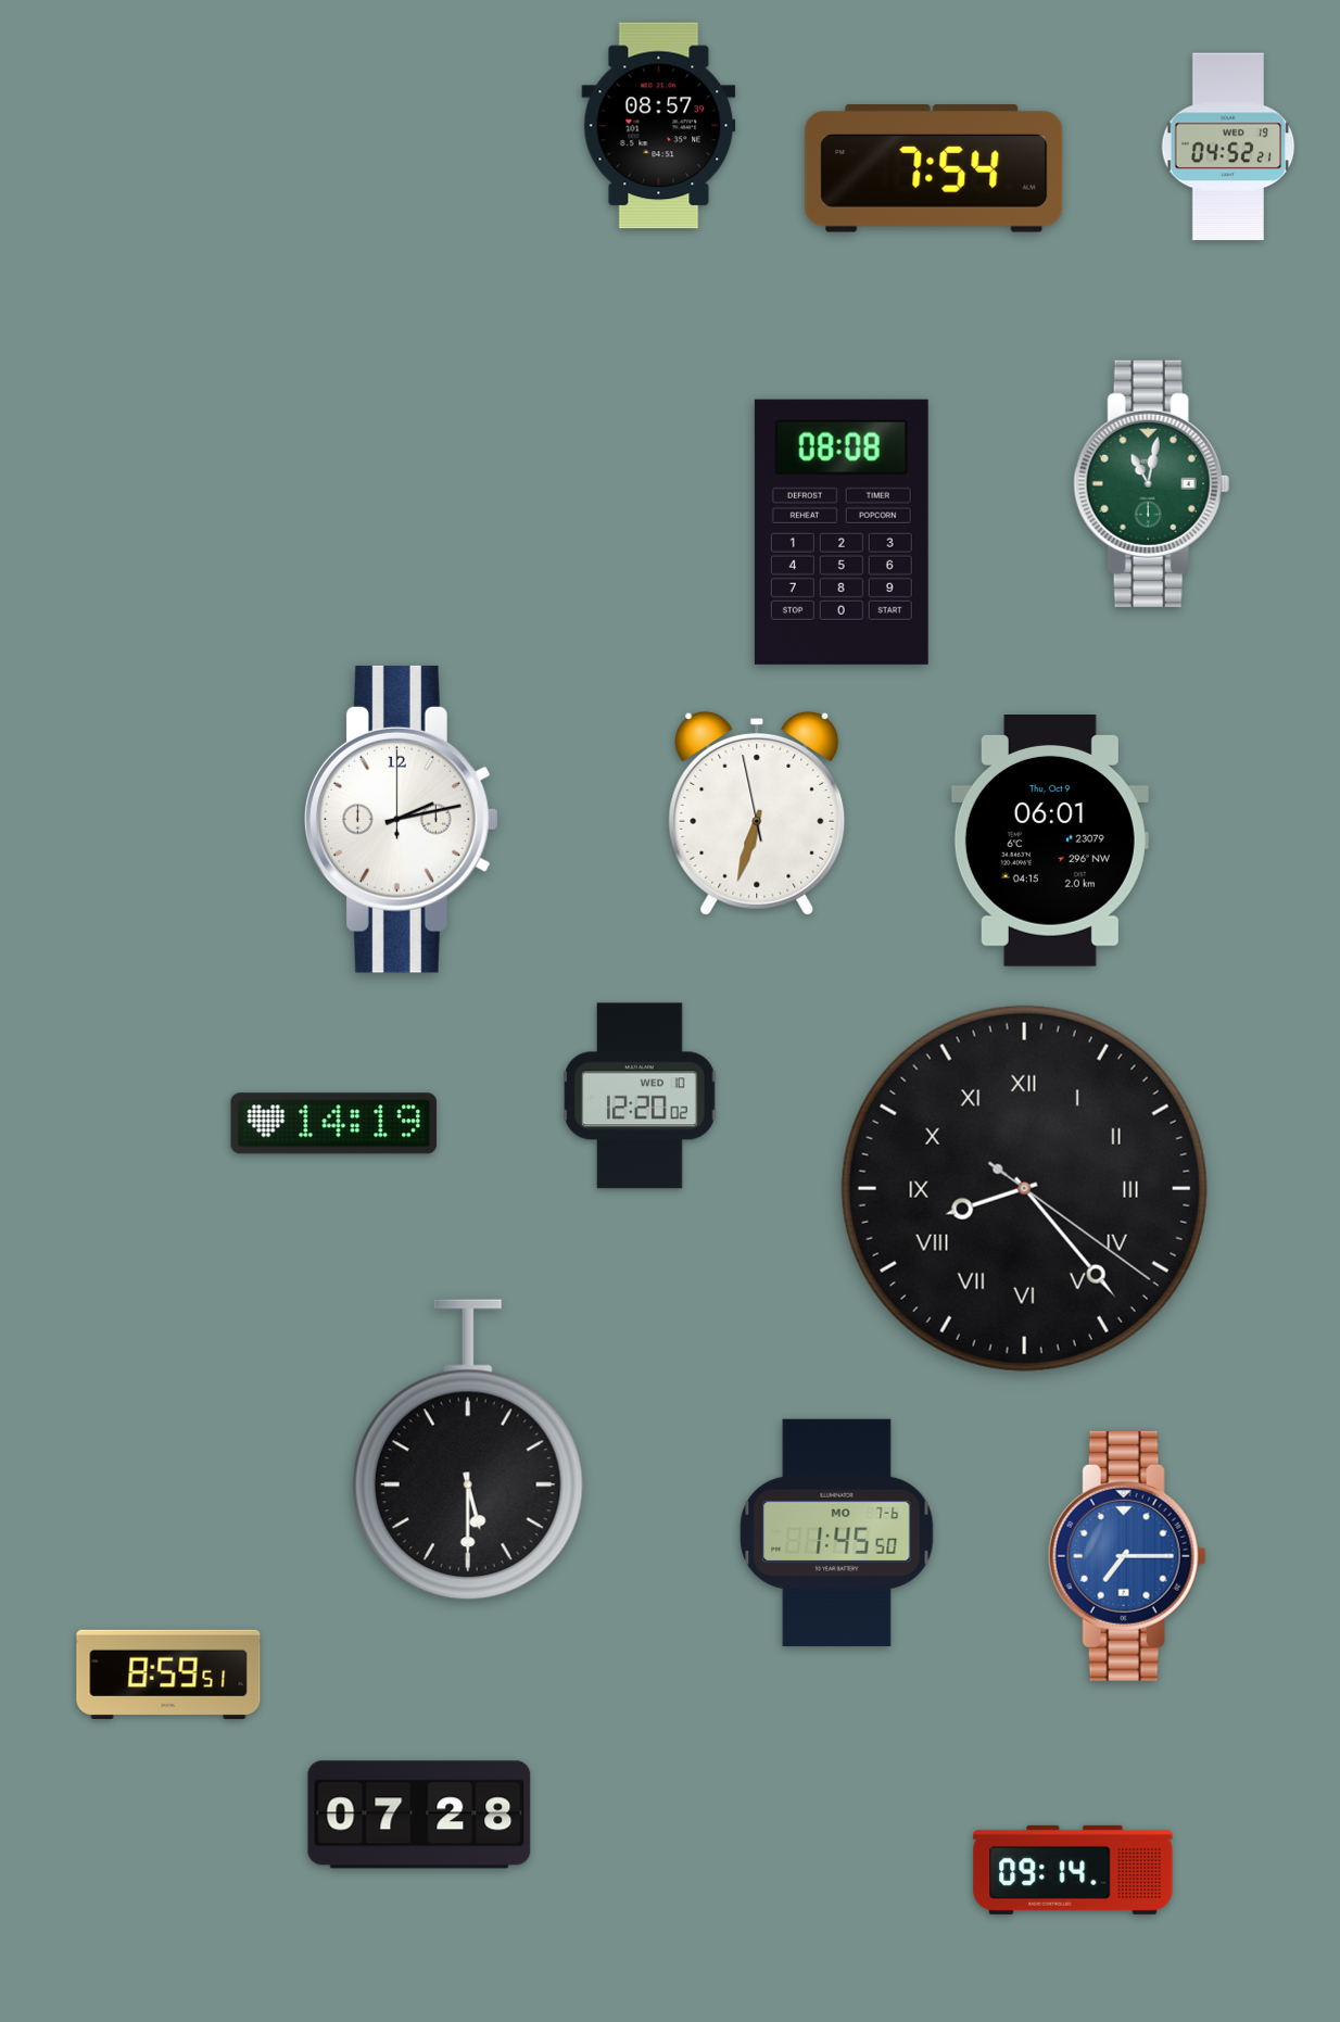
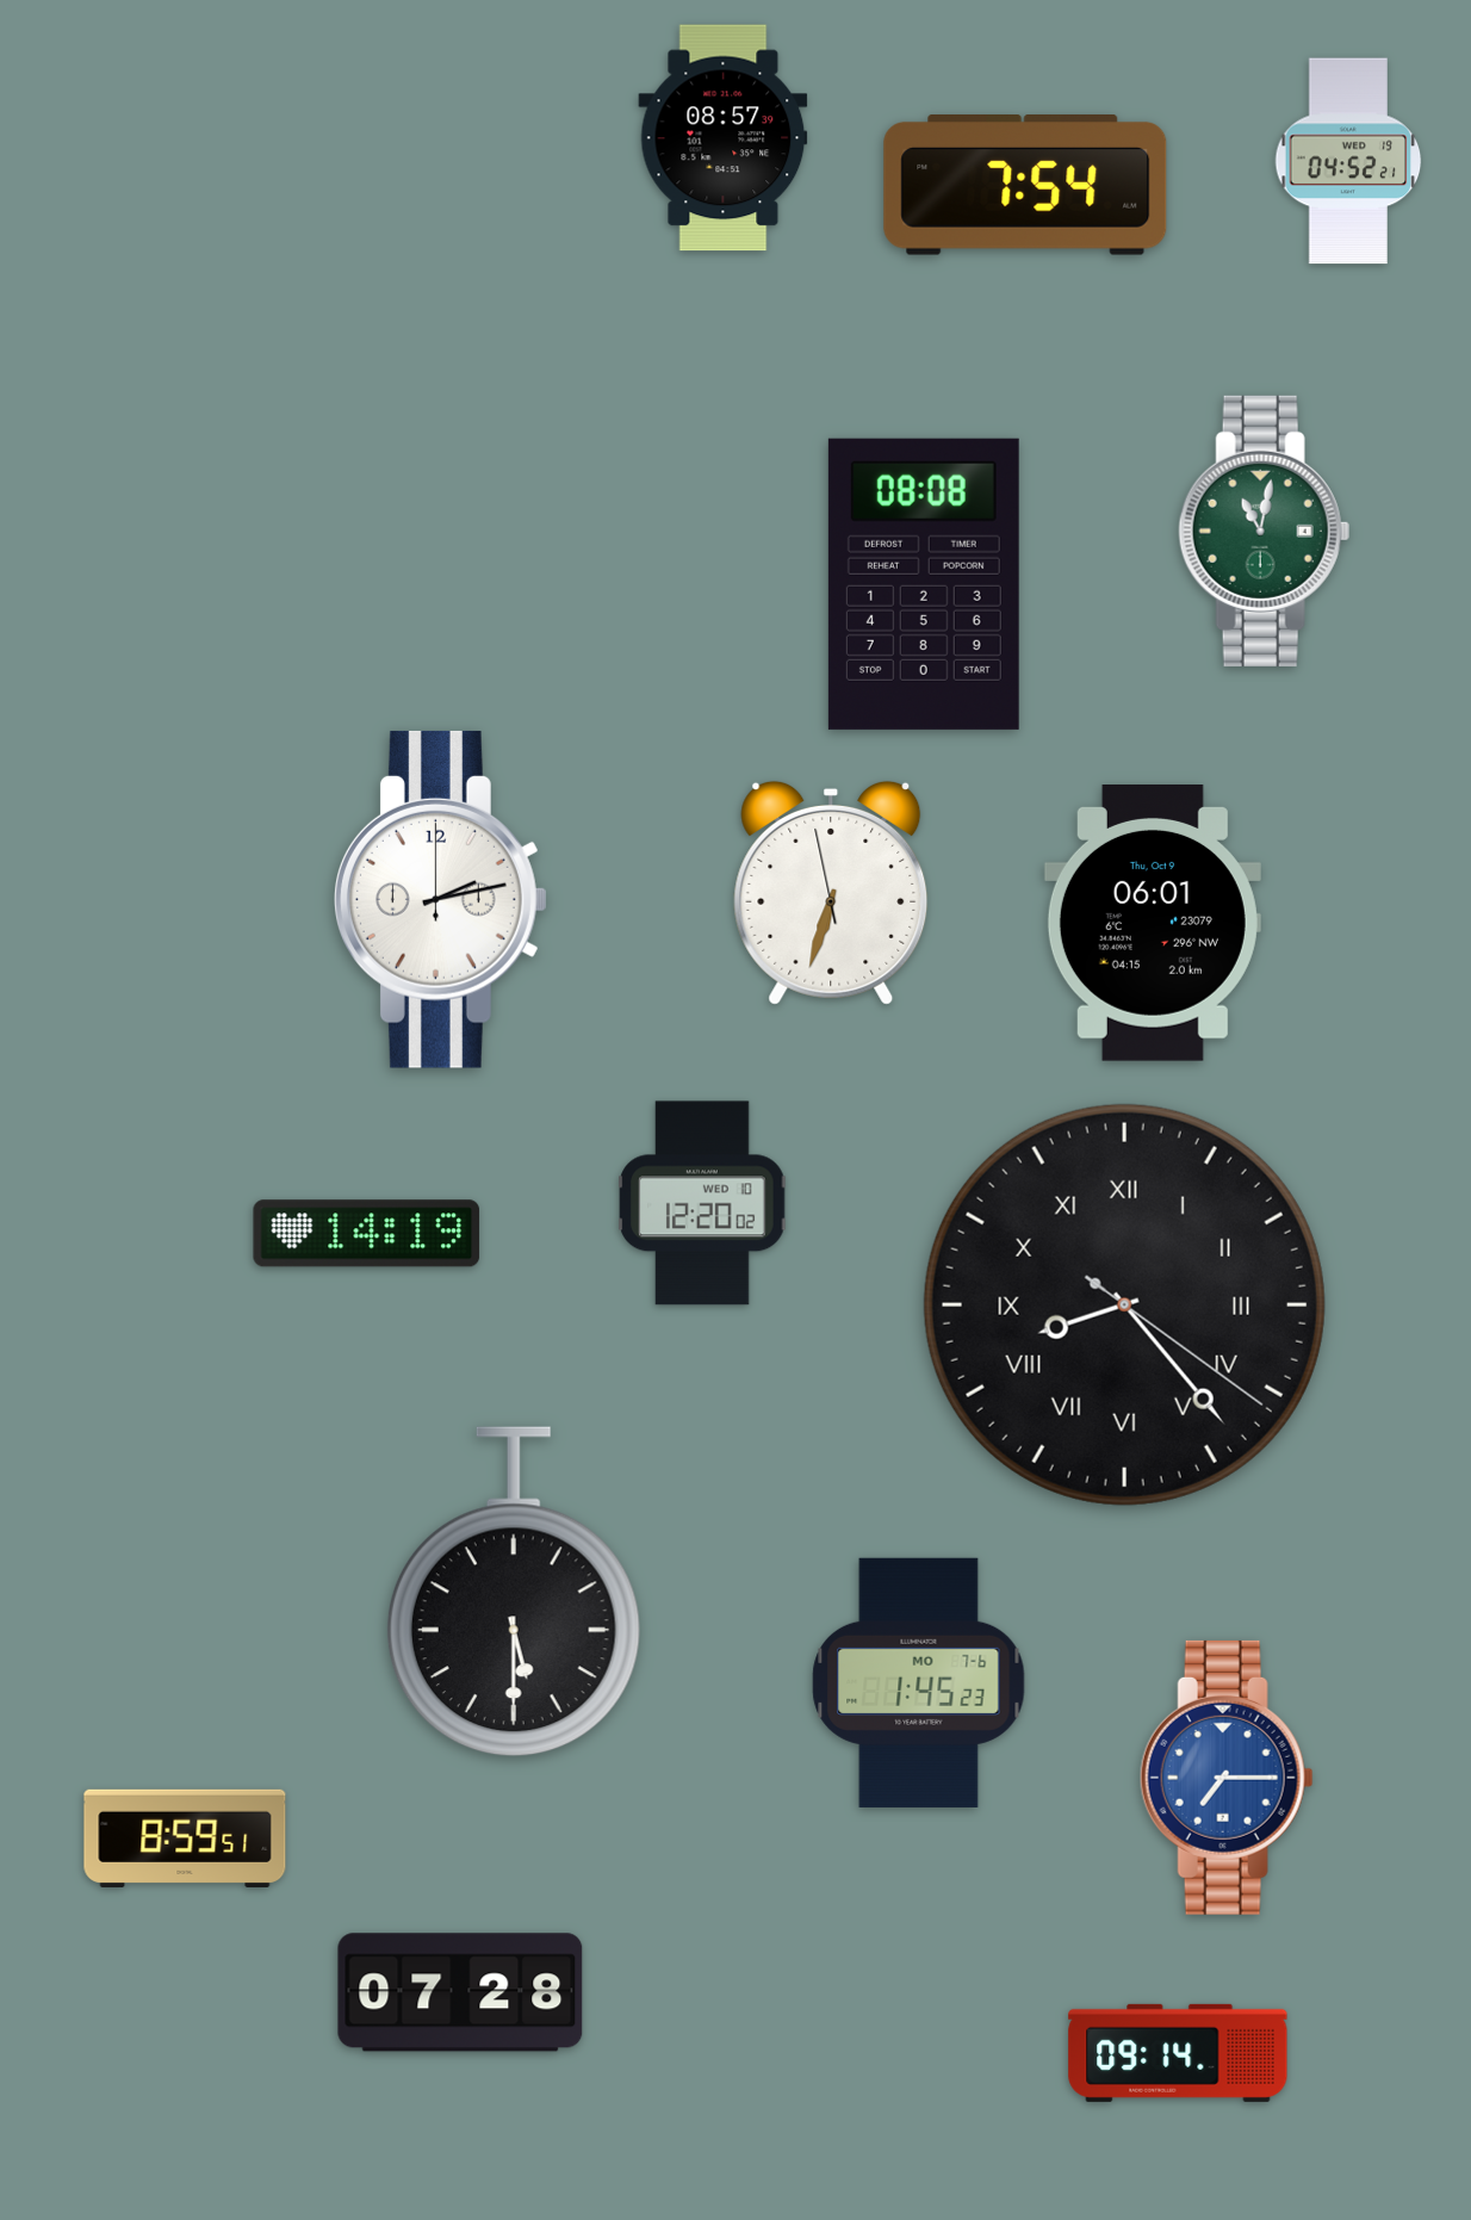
clock at (837, 1532): 1:45:50 -> 1:45:23
clock at (1127, 1556) position: (1127, 1556) -> (1227, 1778)
